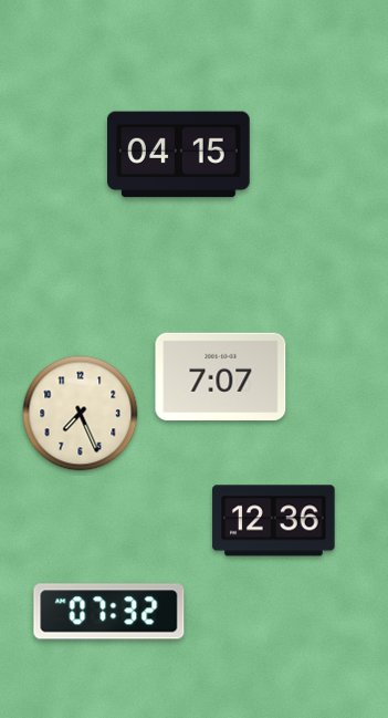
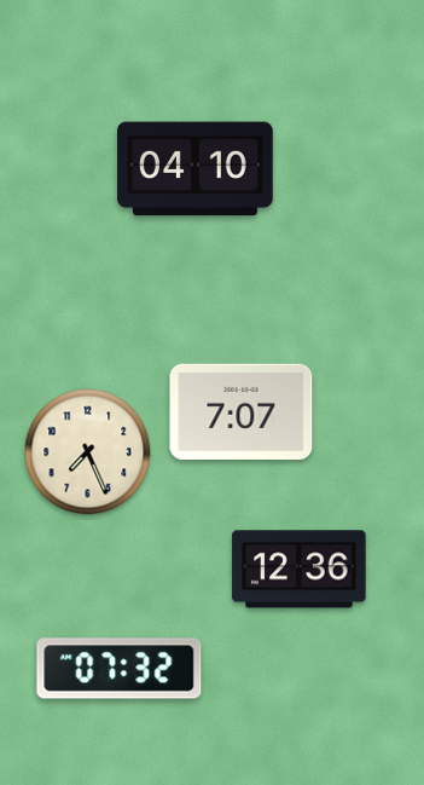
clock at (179, 155): 04:15 -> 04:10
